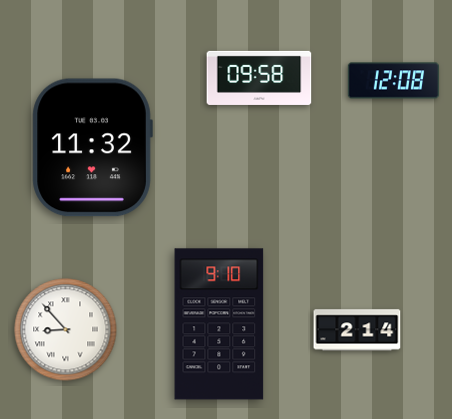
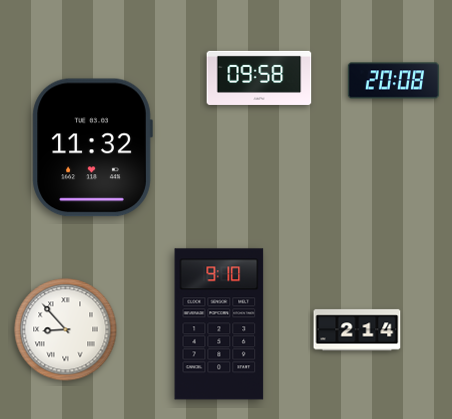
clock at (393, 81): 12:08 -> 20:08
